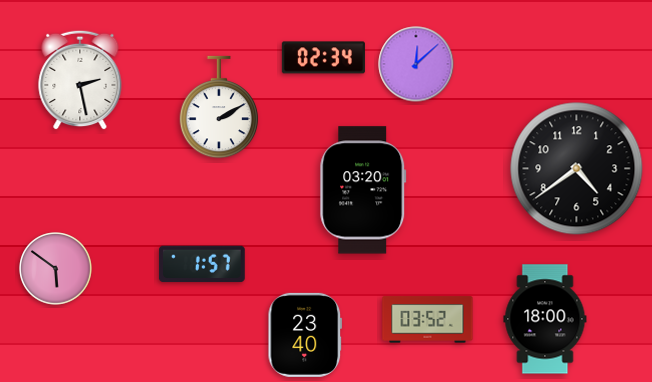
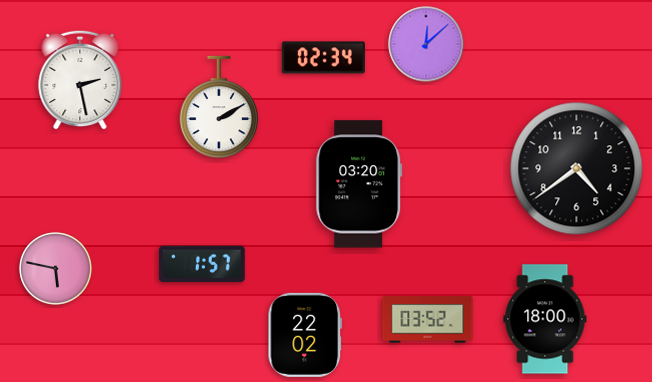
clock at (416, 64) position: (416, 64) -> (426, 44)
clock at (363, 190) position: (363, 190) -> (359, 184)
clock at (56, 269): 5:51 -> 5:47
clock at (305, 335): 23:40 -> 22:02
